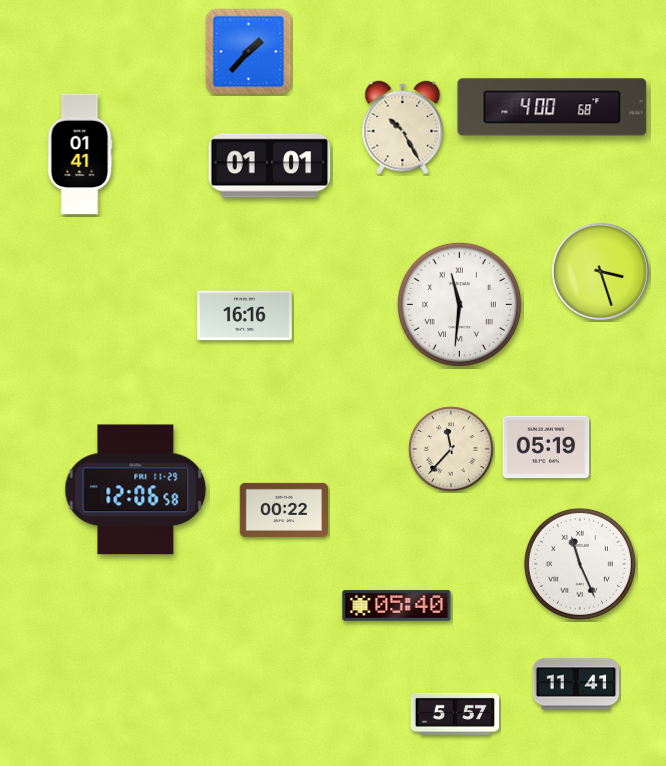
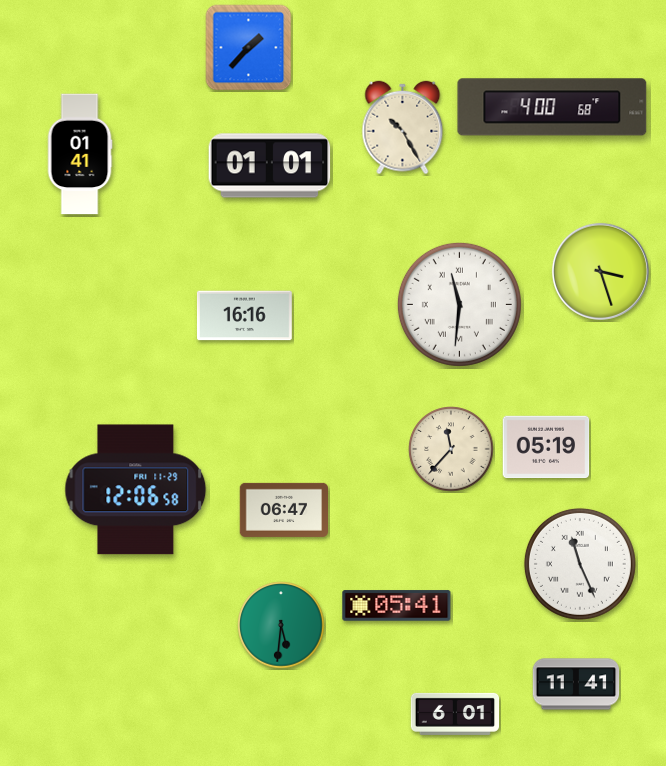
clock at (249, 52) position: (249, 52) -> (249, 48)
clock at (284, 510): 00:22 -> 06:47
clock at (397, 606): 05:40 -> 05:41
clock at (281, 625): none -> 5:31
clock at (455, 714): 5:57 -> 6:01
